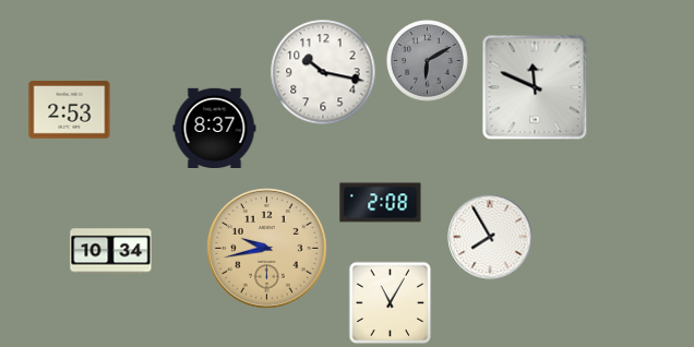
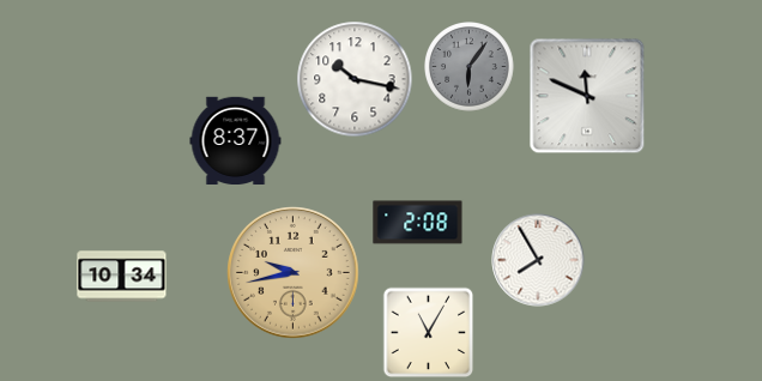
clock at (428, 61): 6:10 -> 6:06
clock at (70, 110): 2:53 -> none
